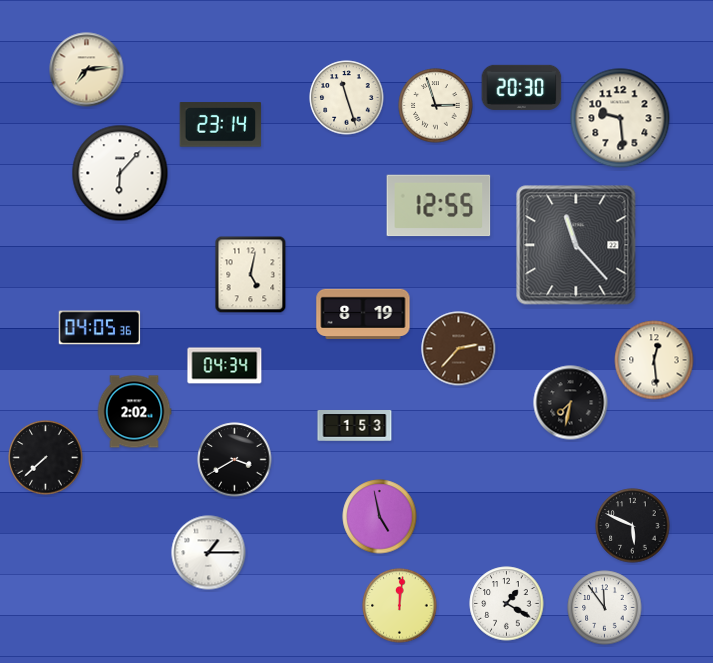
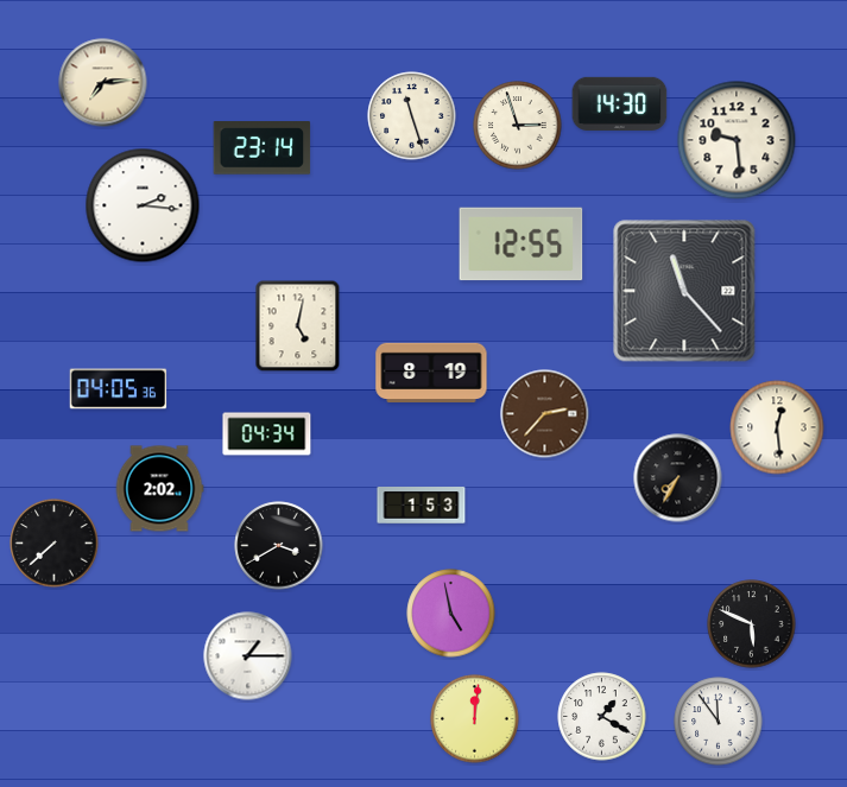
clock at (522, 87): 20:30 -> 14:30
clock at (120, 173): 6:07 -> 2:16
clock at (571, 403): 7:32 -> 7:35
